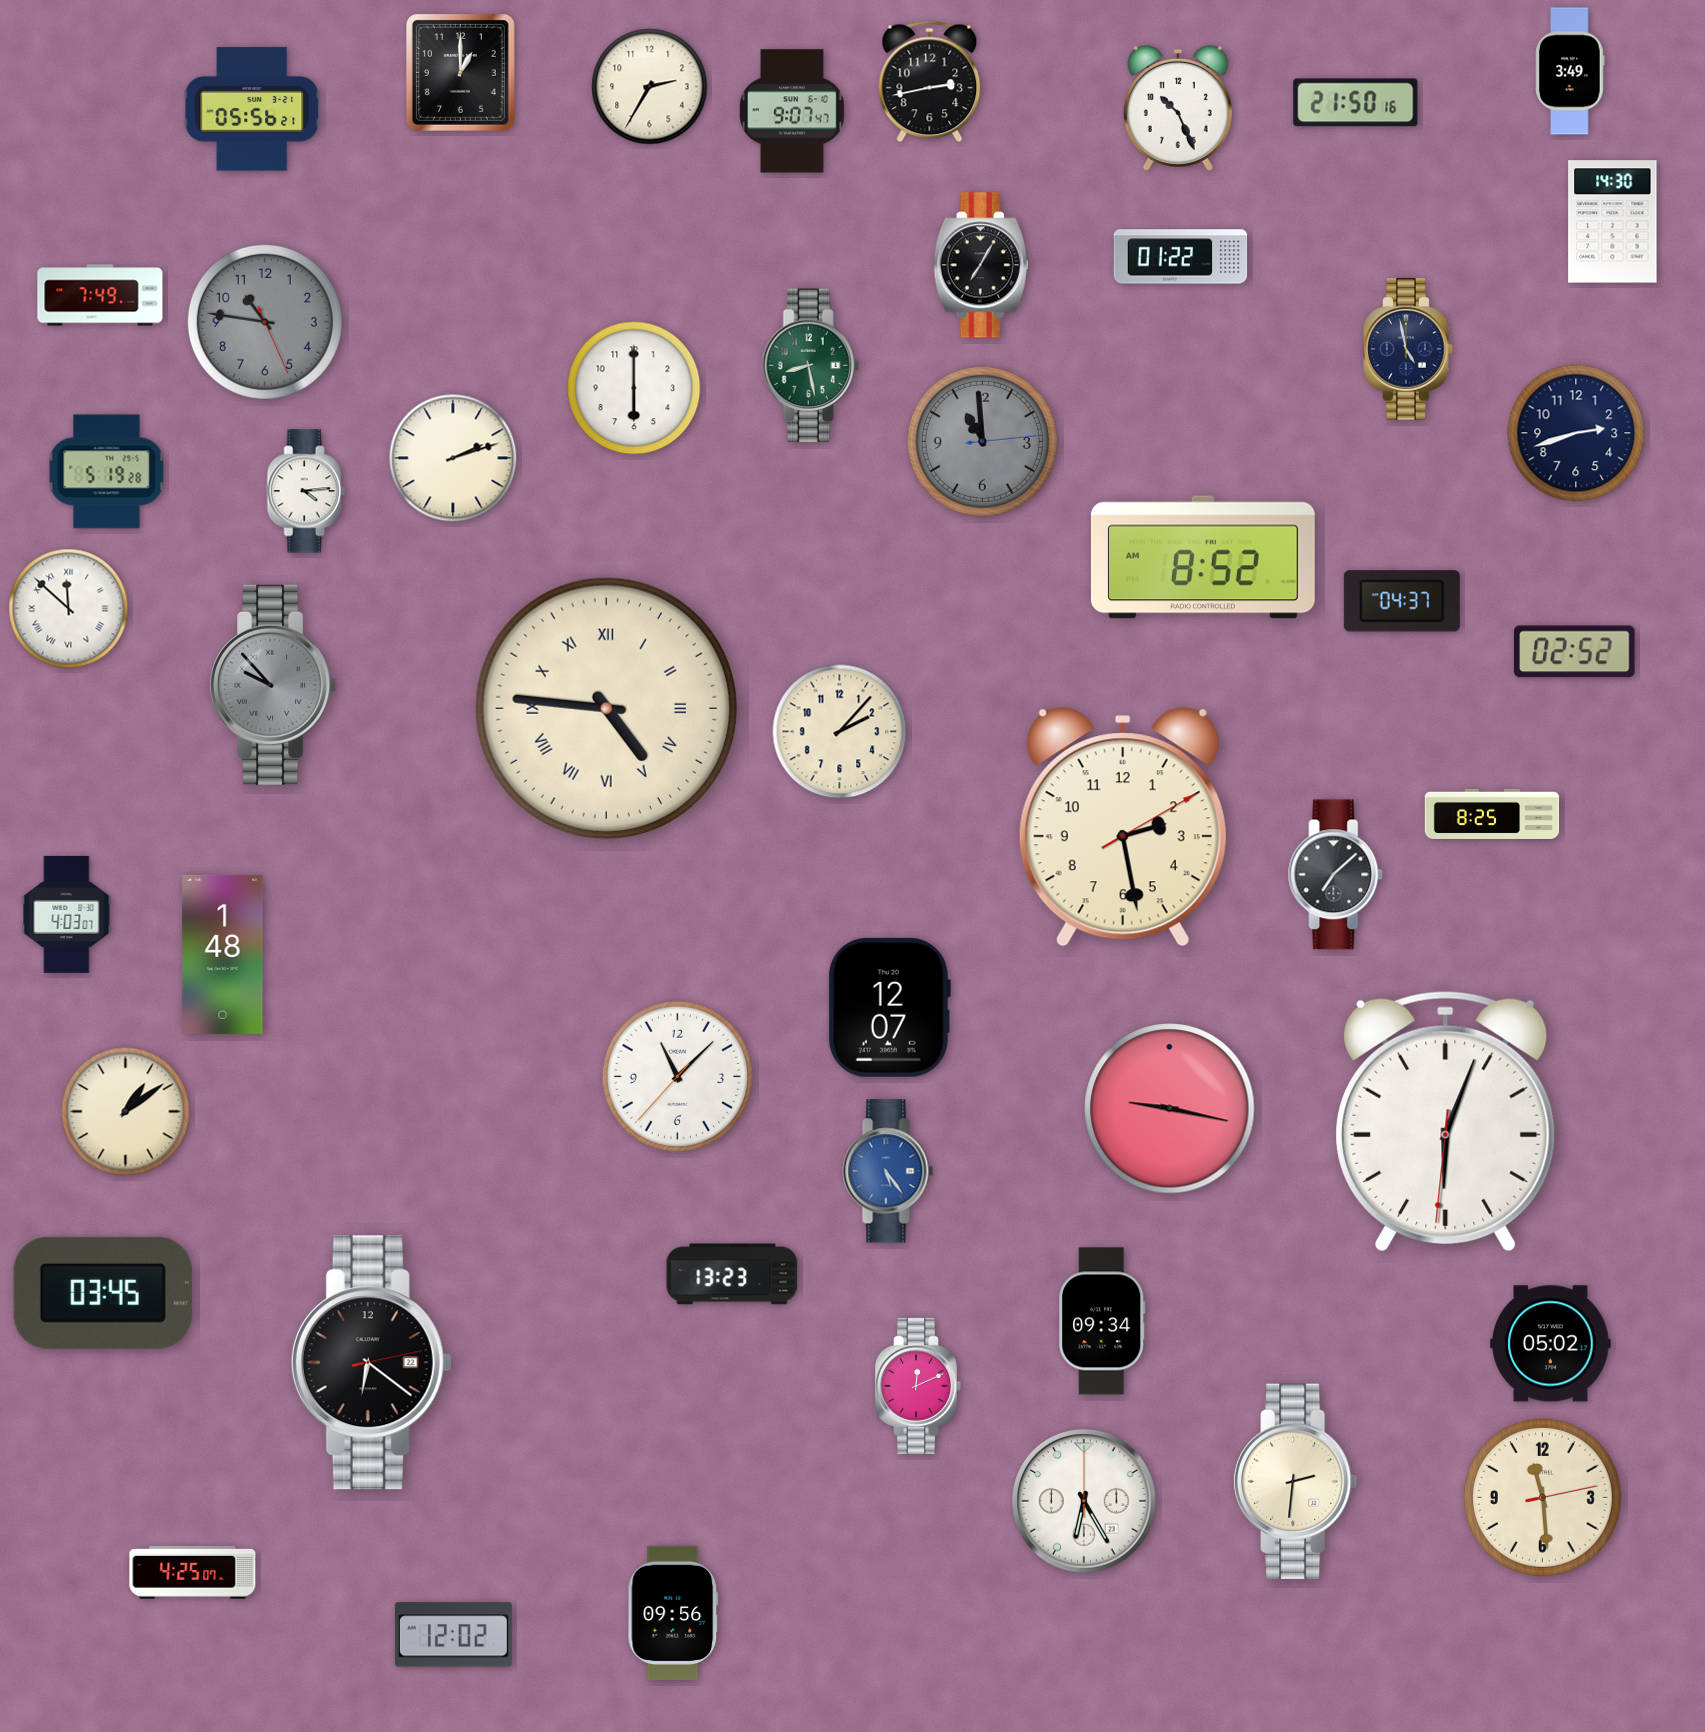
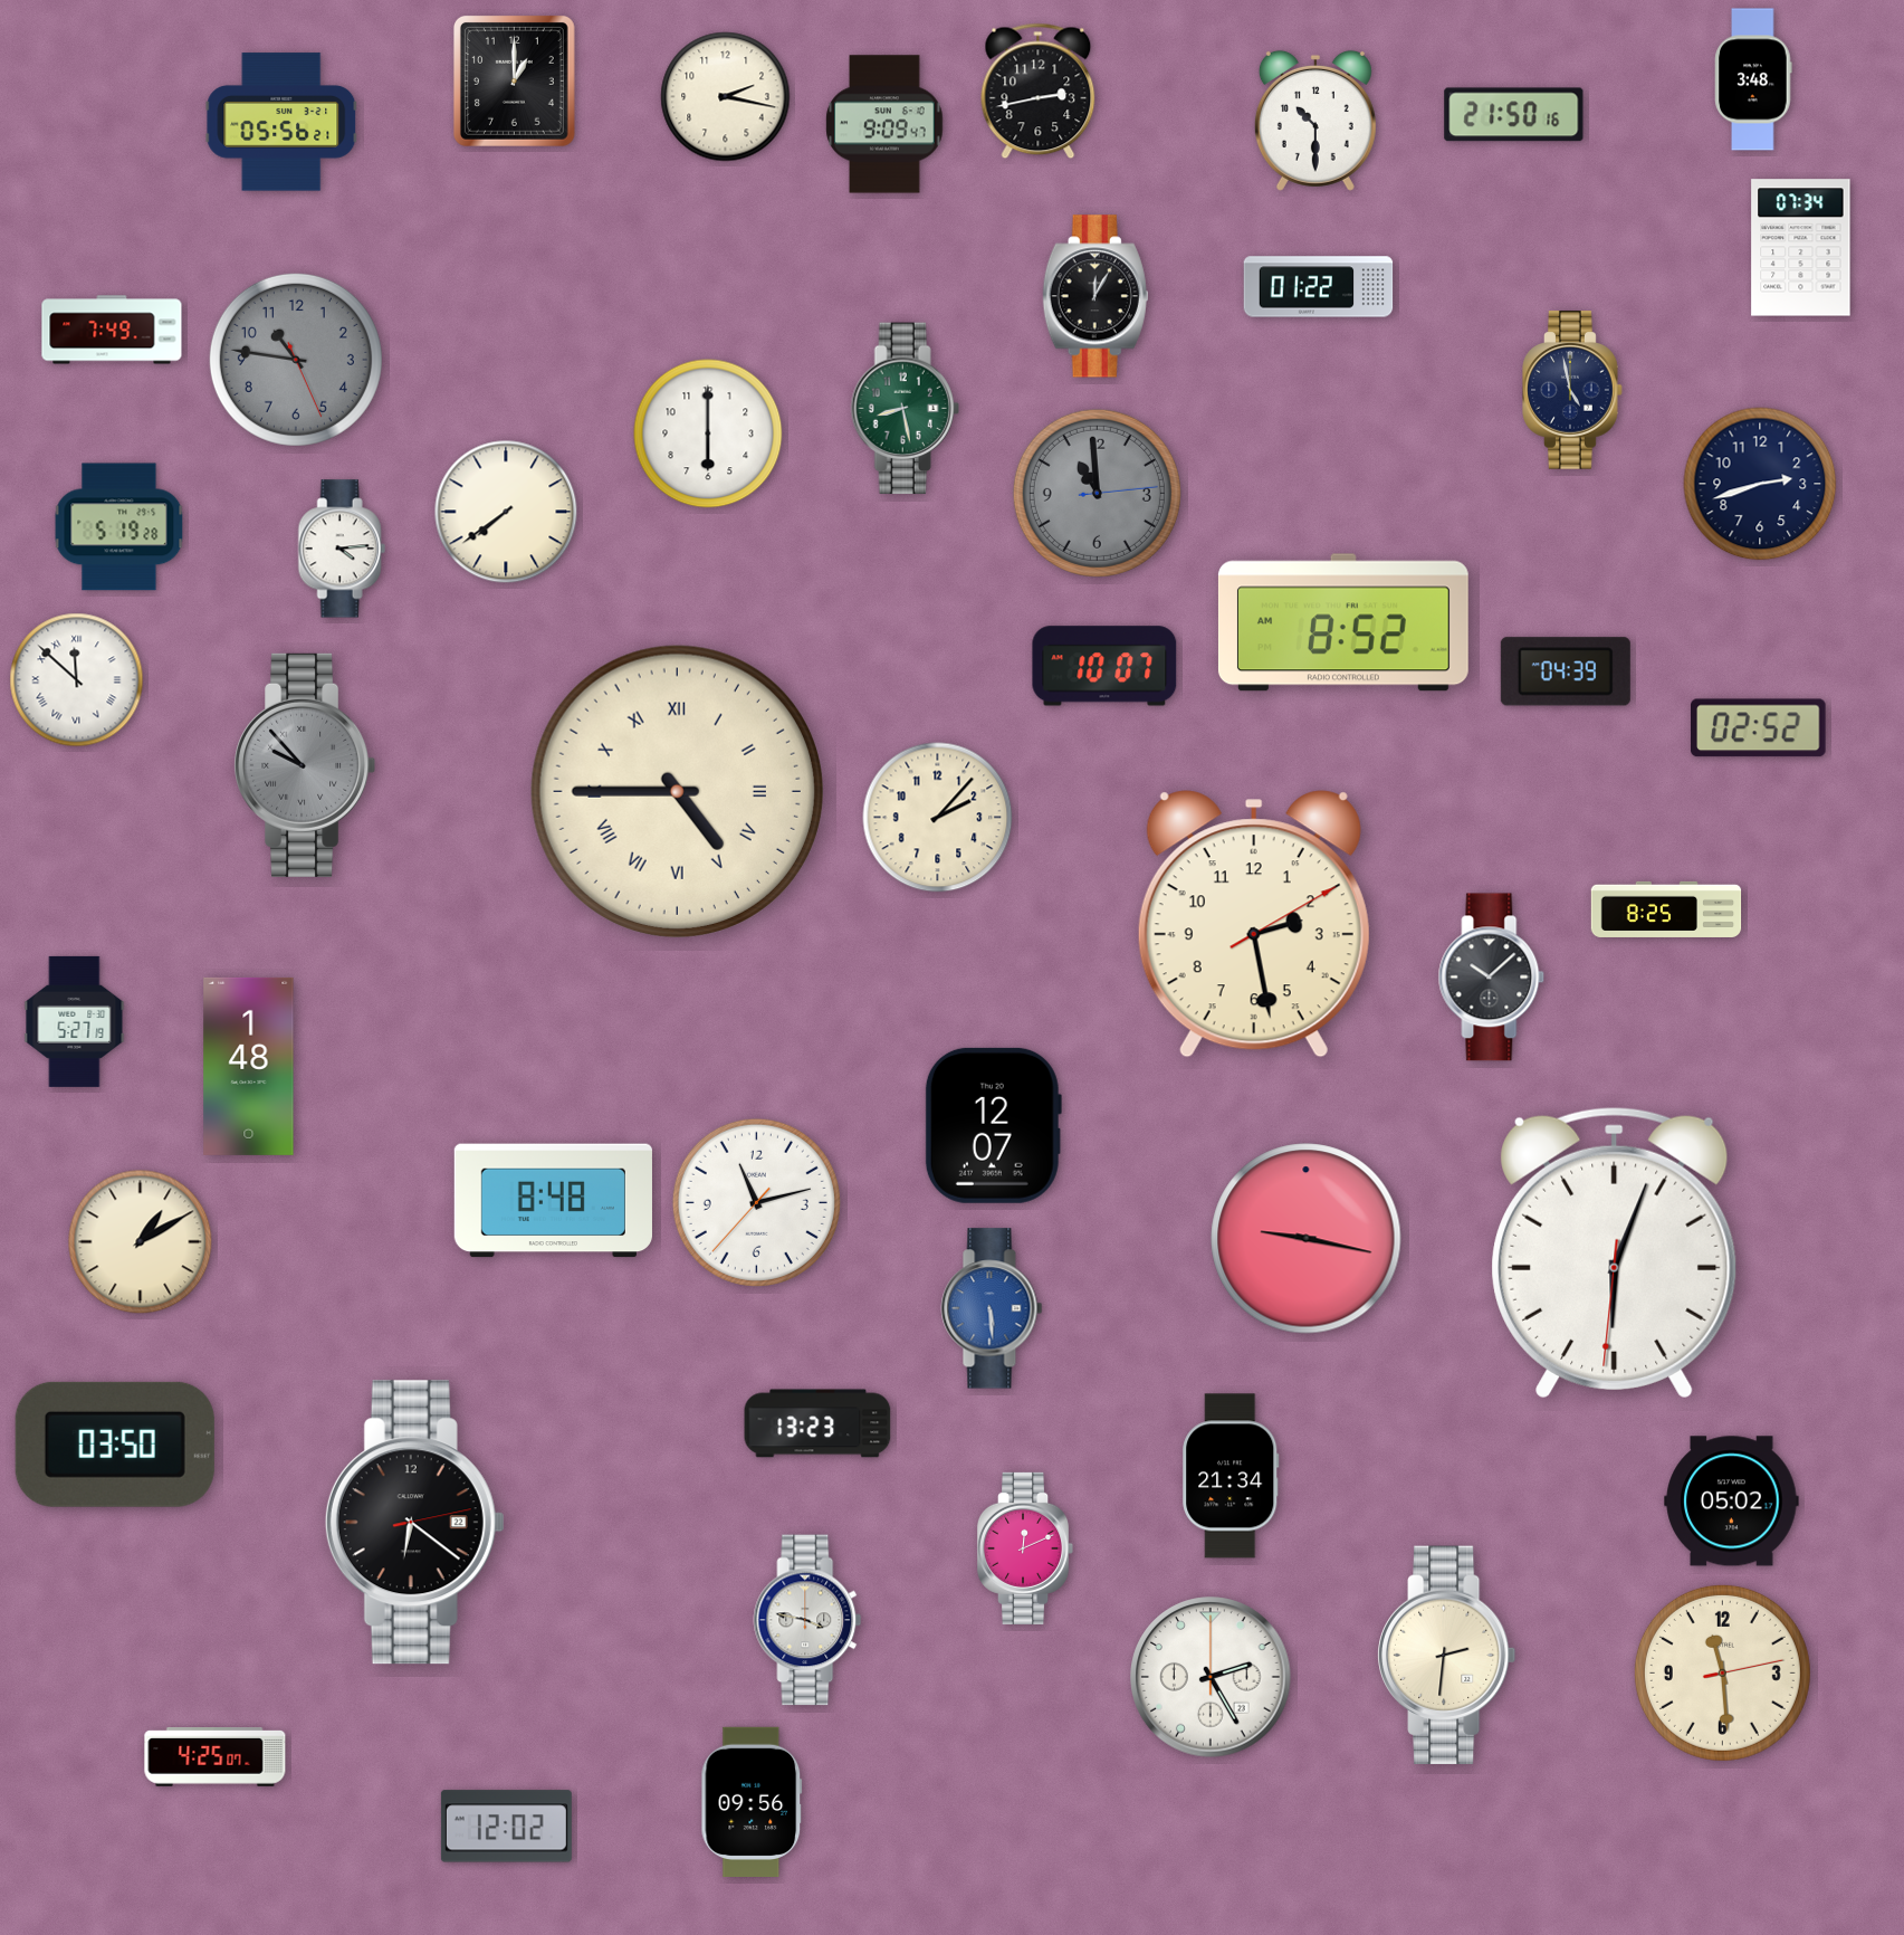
clock at (1570, 71): 3:49 -> 3:48
clock at (650, 87): 2:35 -> 2:17
clock at (1178, 108): 10:26 -> 10:30
clock at (792, 111): 9:07 -> 9:09
clock at (1613, 222): 14:30 -> 07:34
clock at (981, 265): 7:05 -> 12:05
clock at (453, 458): 2:12 -> 7:39
clock at (1104, 666): none -> 10:07
clock at (1402, 601): 04:37 -> 04:39
clock at (606, 708): 4:46 -> 4:45
clock at (1336, 875): 7:08 -> 10:08
clock at (67, 914): 4:03 -> 5:27
clock at (553, 1201): none -> 8:48
clock at (677, 1076): 11:07 -> 11:12
clock at (126, 1112): 1:09 -> 1:10
clock at (888, 1171): 5:24 -> 5:29
clock at (103, 1293): 03:45 -> 03:50
clock at (1102, 1321): 09:34 -> 21:34
clock at (807, 1620): none -> 3:47
clock at (1084, 1501): 6:25 -> 2:25
